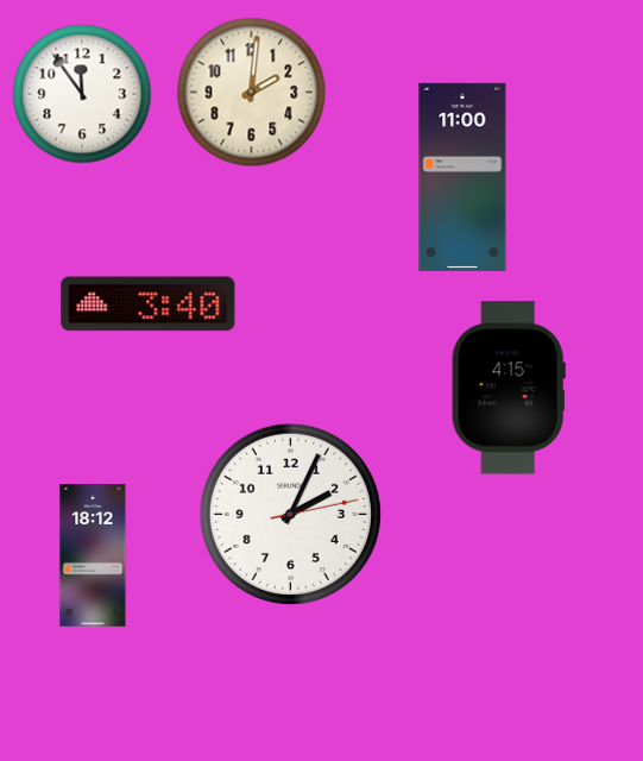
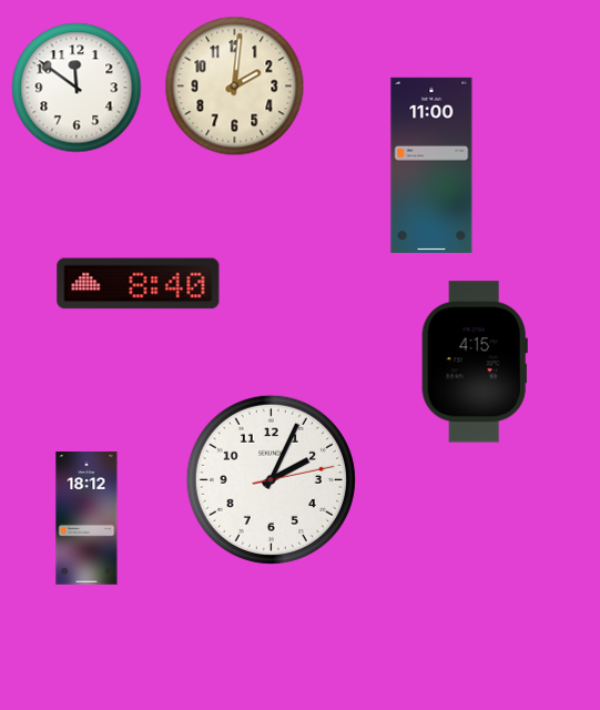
clock at (82, 94): 11:54 -> 11:51
clock at (149, 304): 3:40 -> 8:40
